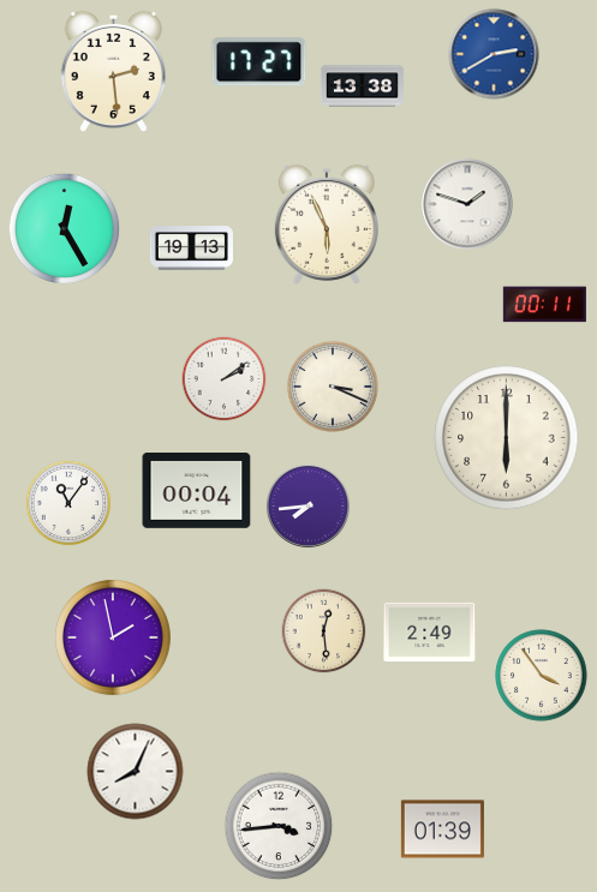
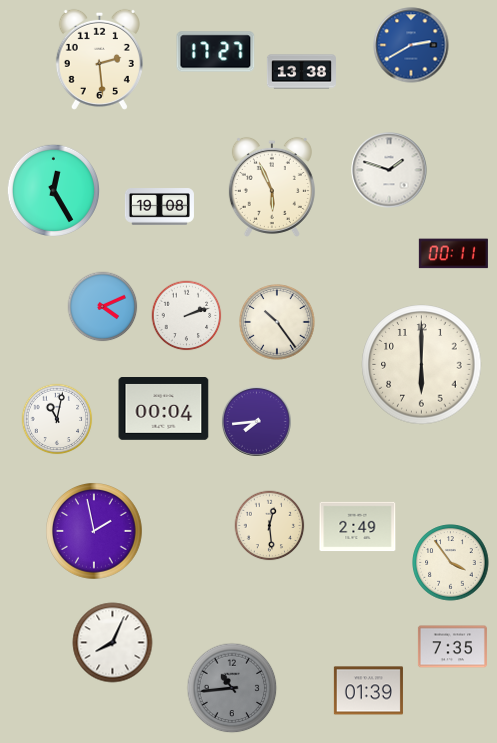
clock at (113, 71) position: (113, 71) -> (99, 59)
clock at (191, 249): 19:13 -> 19:08
clock at (103, 307): none -> 4:11
clock at (225, 379): 2:09 -> 2:12
clock at (333, 387): 3:19 -> 10:24
clock at (68, 503): 11:06 -> 11:02
clock at (452, 647): none -> 7:35
clock at (279, 826): 3:44 -> 10:44
clock at (279, 826) dial: white -> grey
